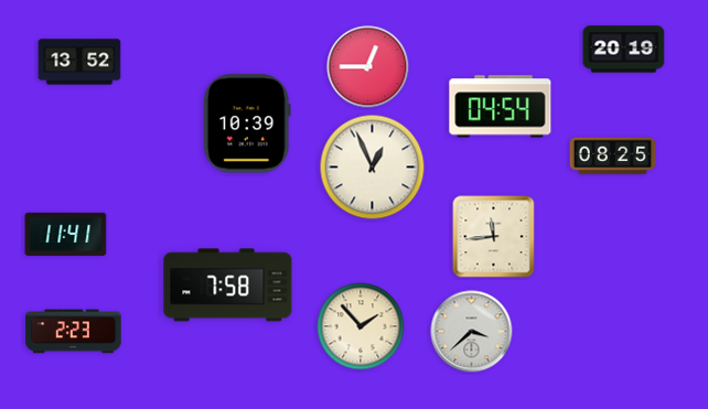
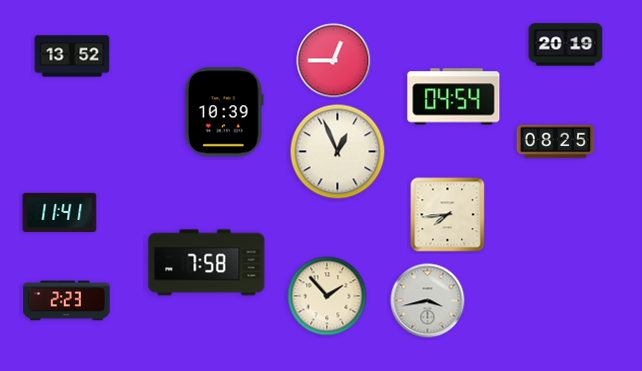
clock at (494, 237): 11:44 -> 7:44
clock at (228, 286) position: (228, 286) -> (207, 263)
clock at (472, 332): 3:38 -> 3:43
